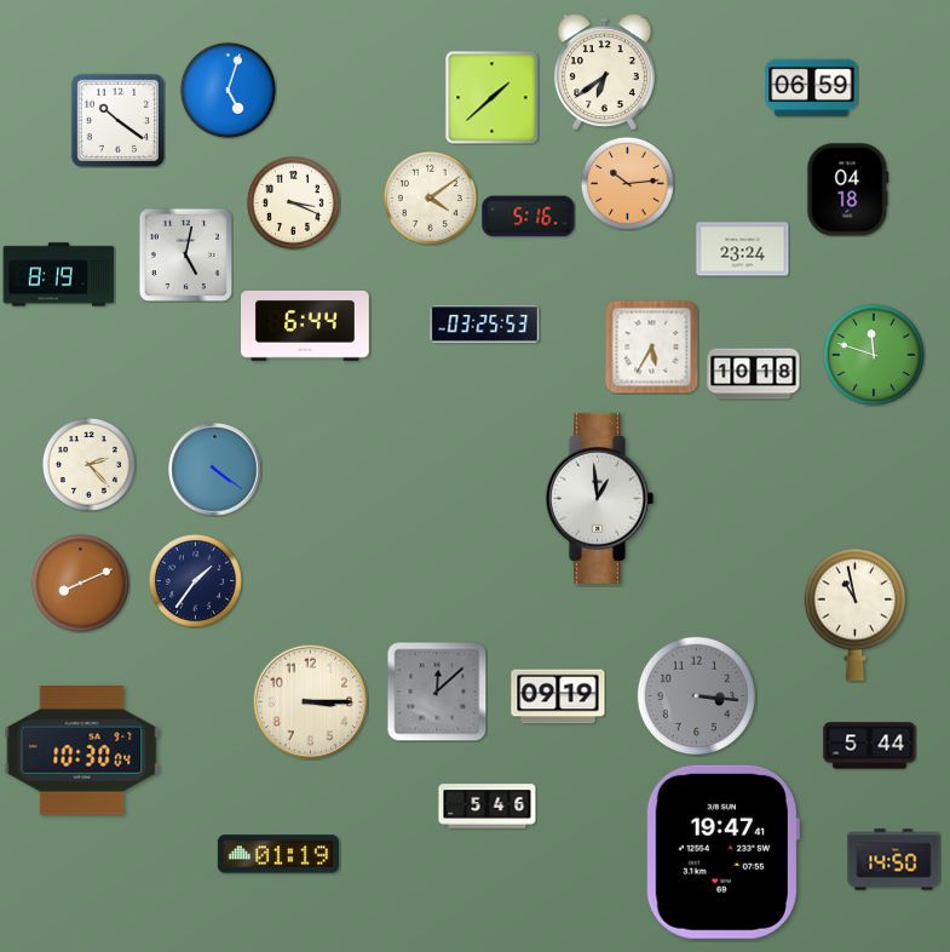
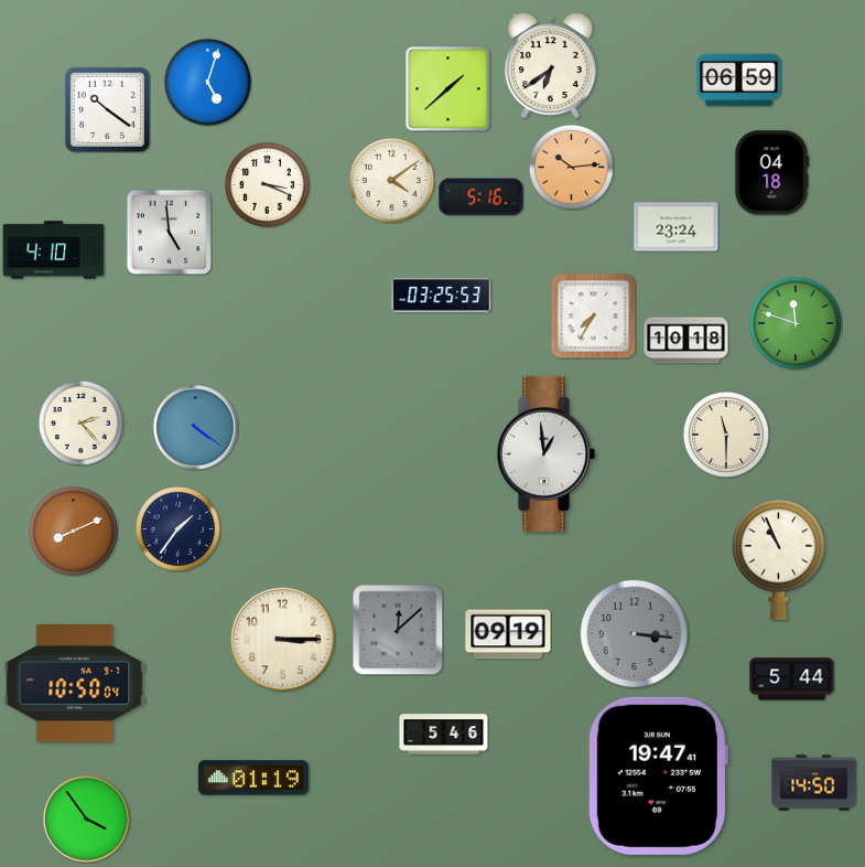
clock at (185, 254): 5:02 -> 4:59
clock at (59, 275): 8:19 -> 4:10
clock at (306, 326): 6:44 -> none
clock at (651, 346): 5:35 -> 7:35
clock at (726, 435): none -> 11:30
clock at (856, 614): 10:58 -> 10:56
clock at (82, 751): 10:30 -> 10:50
clock at (87, 820): none -> 3:54
